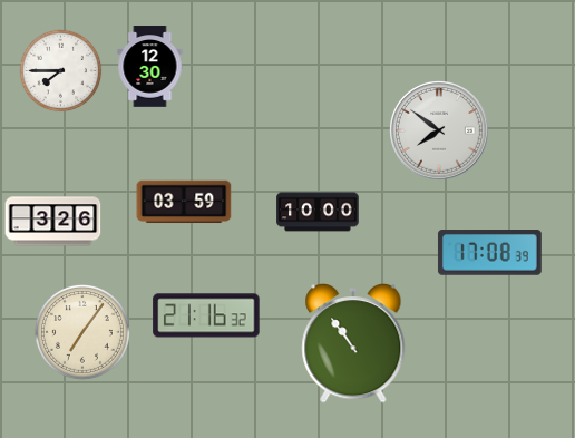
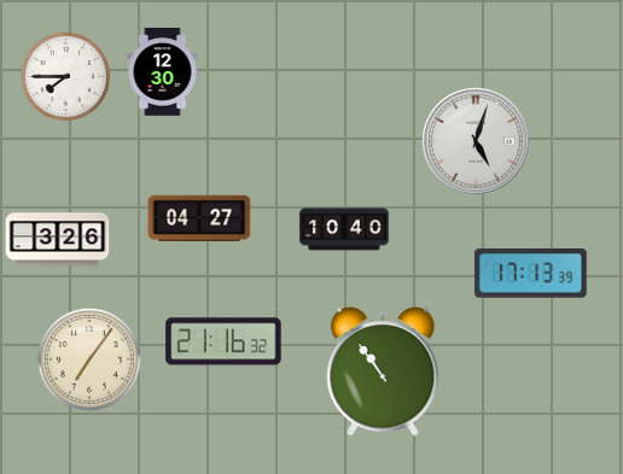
clock at (439, 130): 7:51 -> 5:03
clock at (184, 202): 03:59 -> 04:27
clock at (318, 212): 10:00 -> 10:40
clock at (489, 253): 17:08 -> 17:13
